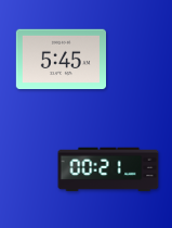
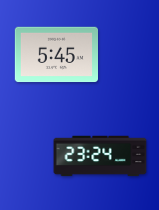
clock at (108, 169): 00:21 -> 23:24
